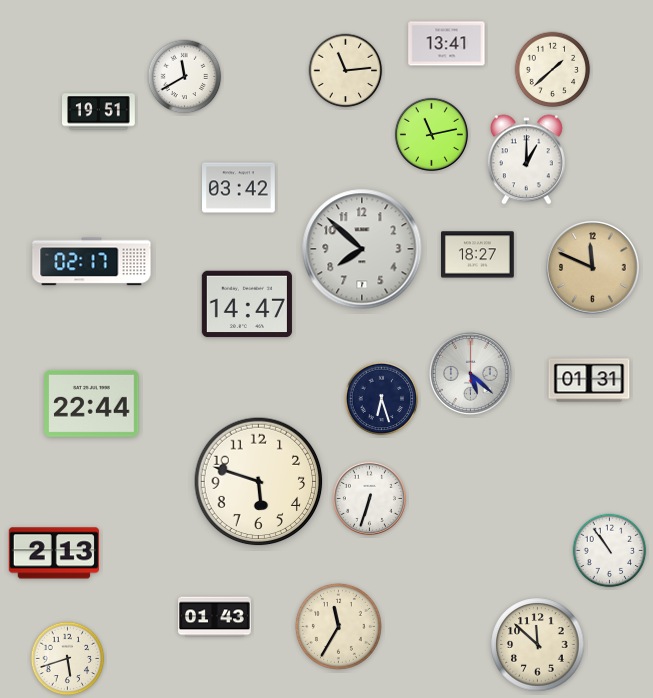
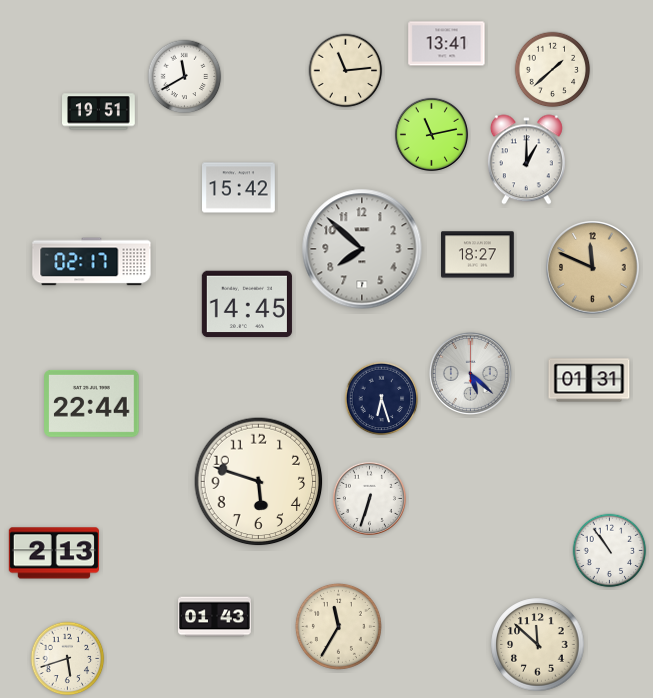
clock at (239, 188): 03:42 -> 15:42
clock at (247, 304): 14:47 -> 14:45
